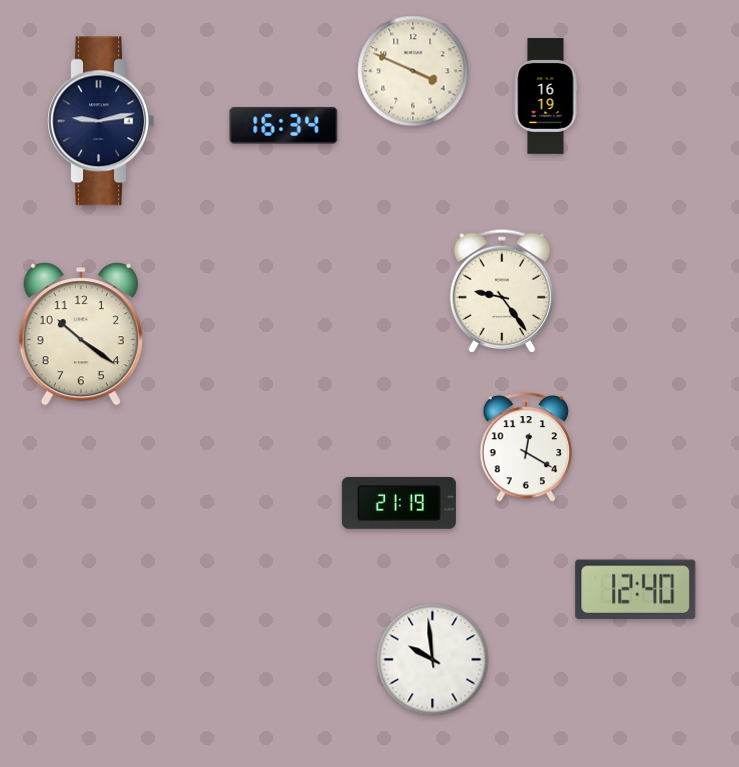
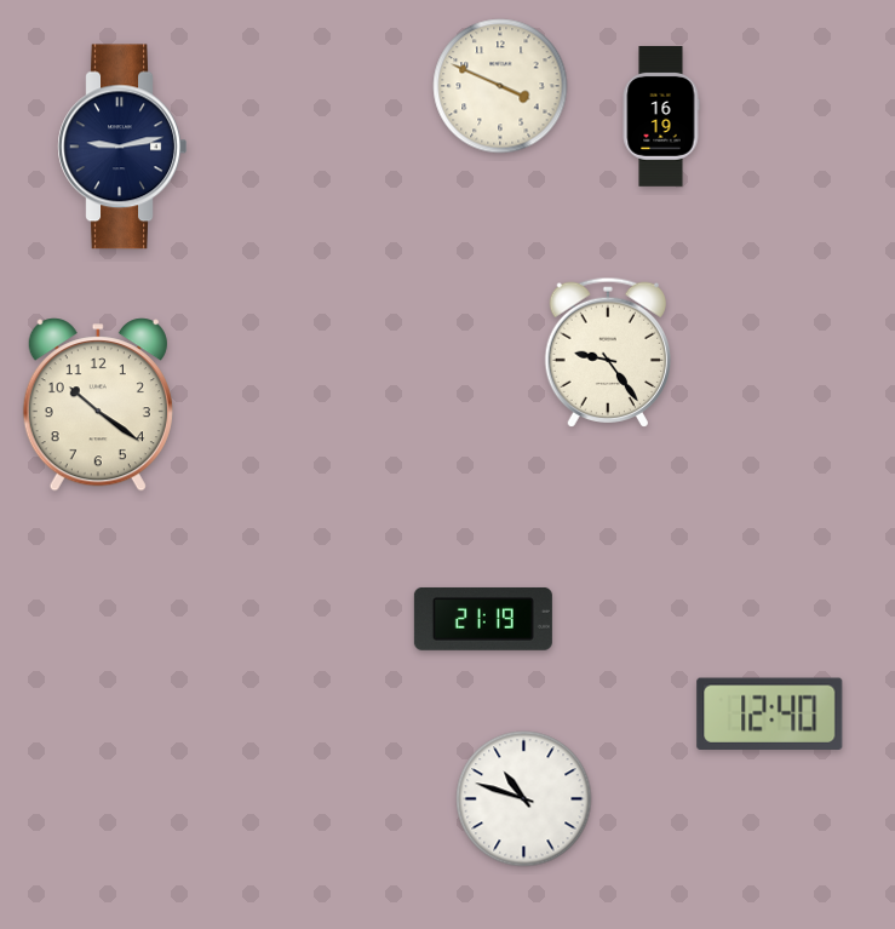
clock at (284, 126): 16:34 -> none
clock at (525, 448): 12:20 -> none
clock at (399, 503) position: (399, 503) -> (483, 619)
clock at (433, 660): 9:59 -> 10:48
